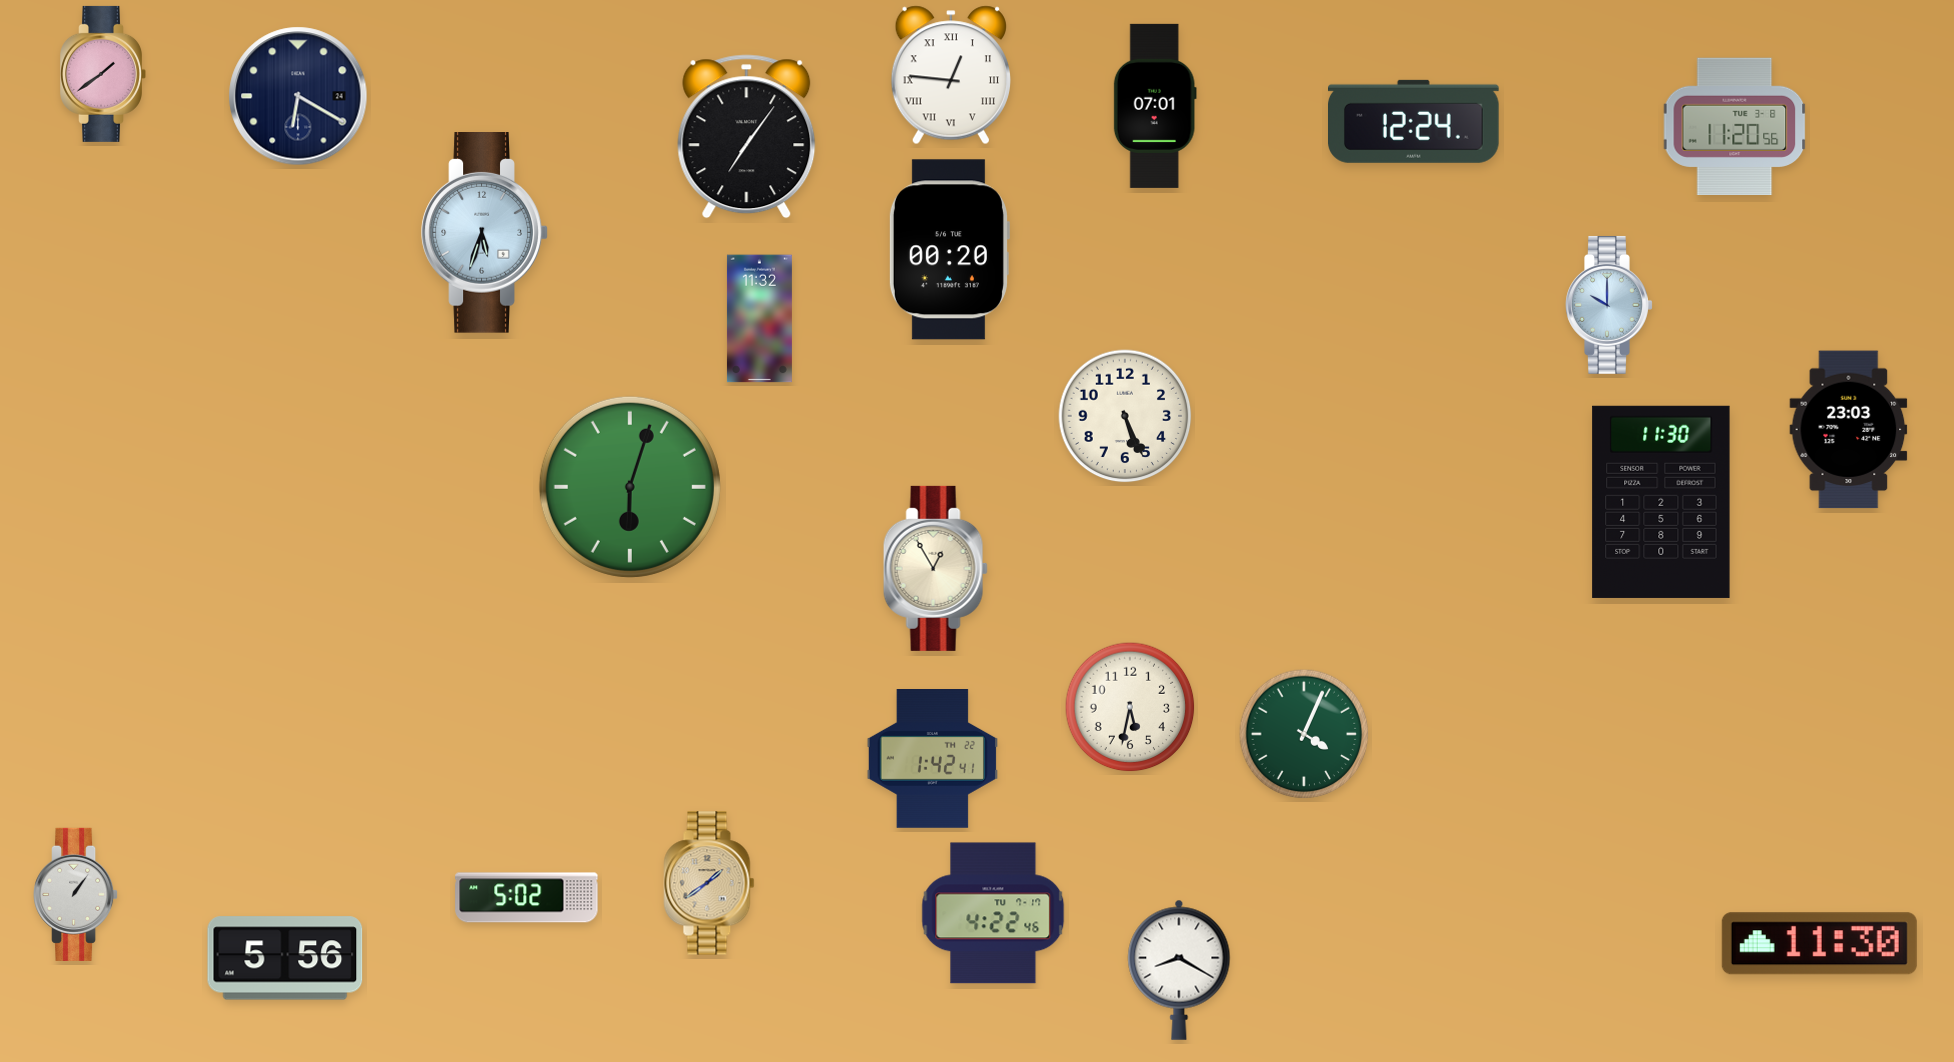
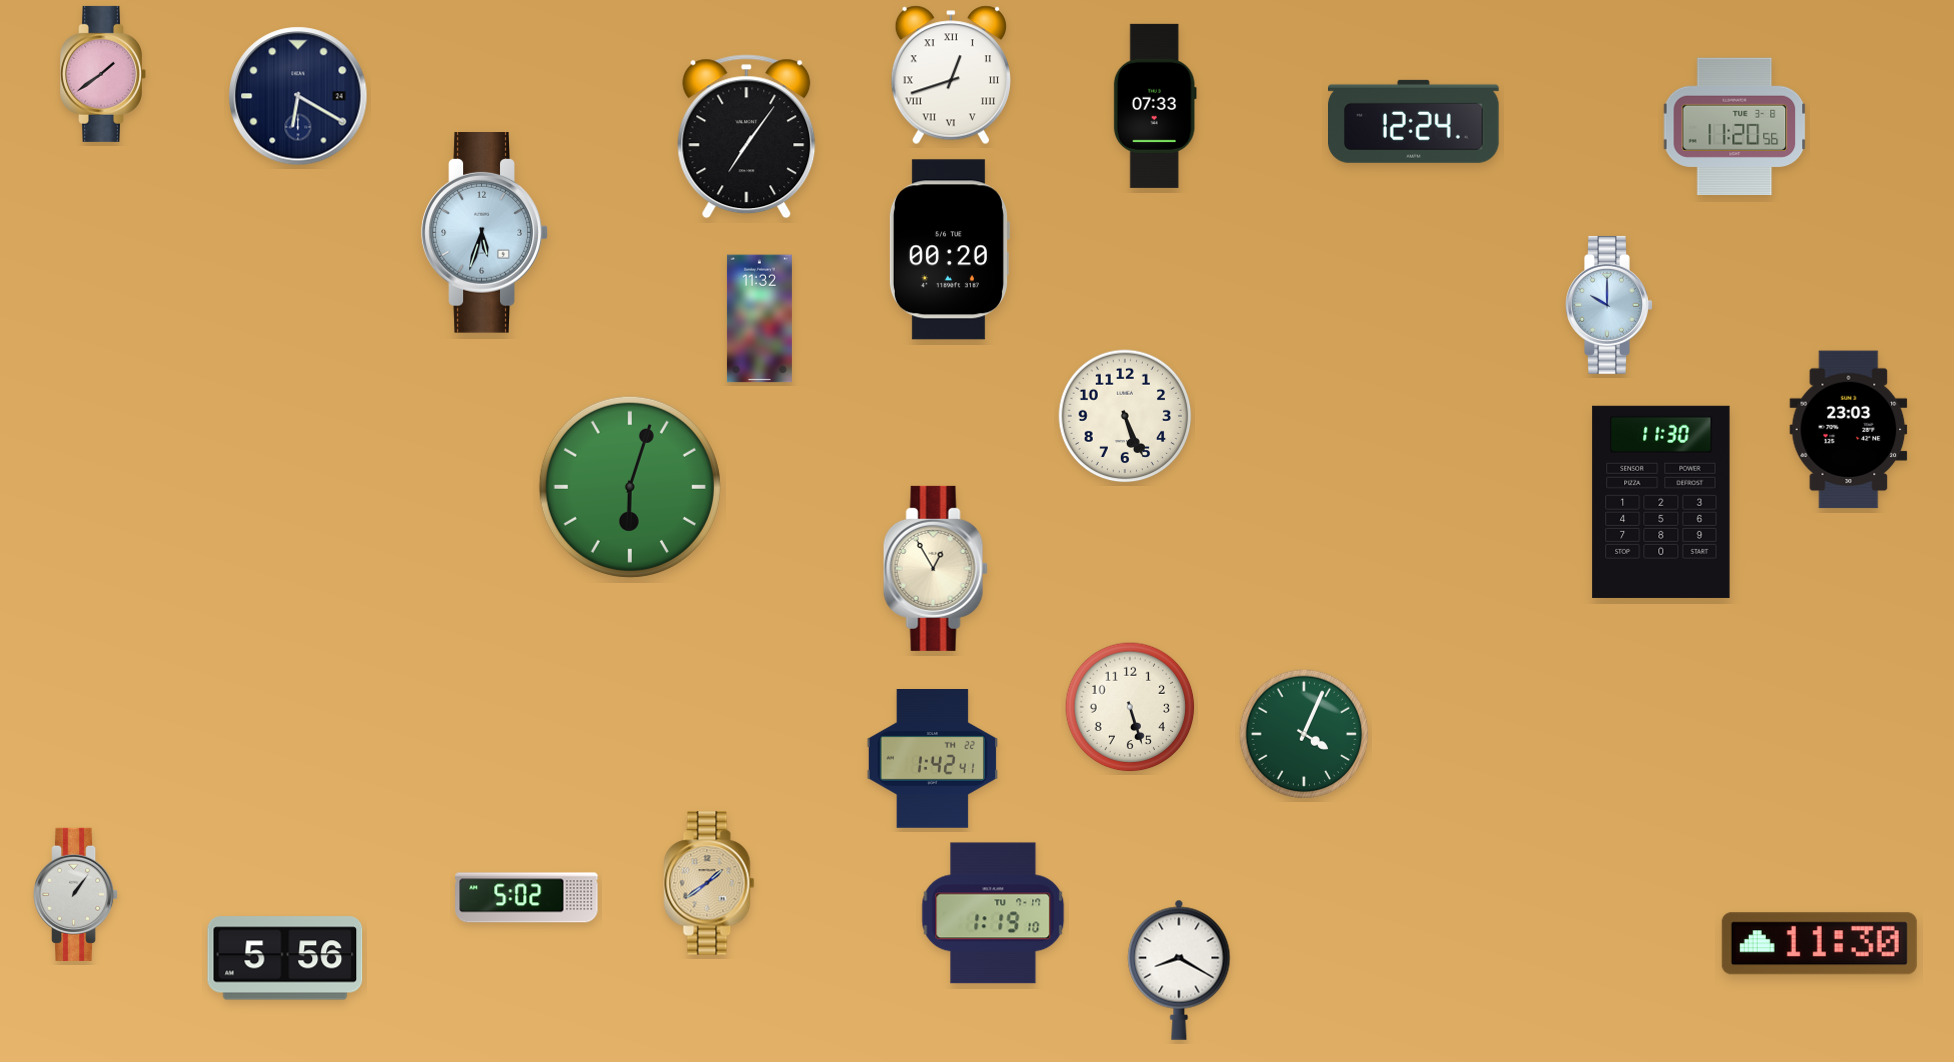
clock at (951, 75): 12:46 -> 12:42
clock at (1155, 106): 07:01 -> 07:33
clock at (1130, 707): 5:32 -> 5:27
clock at (993, 913): 4:22 -> 1:19
